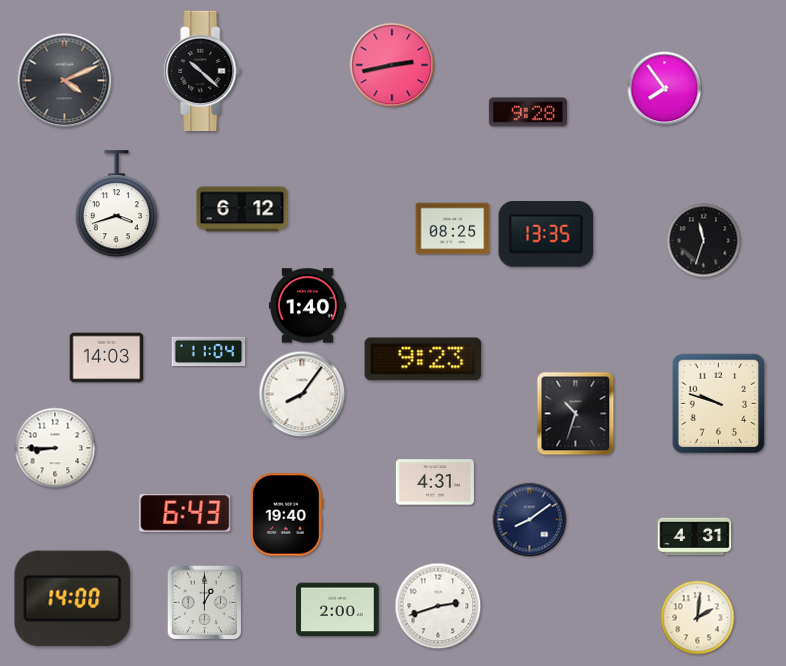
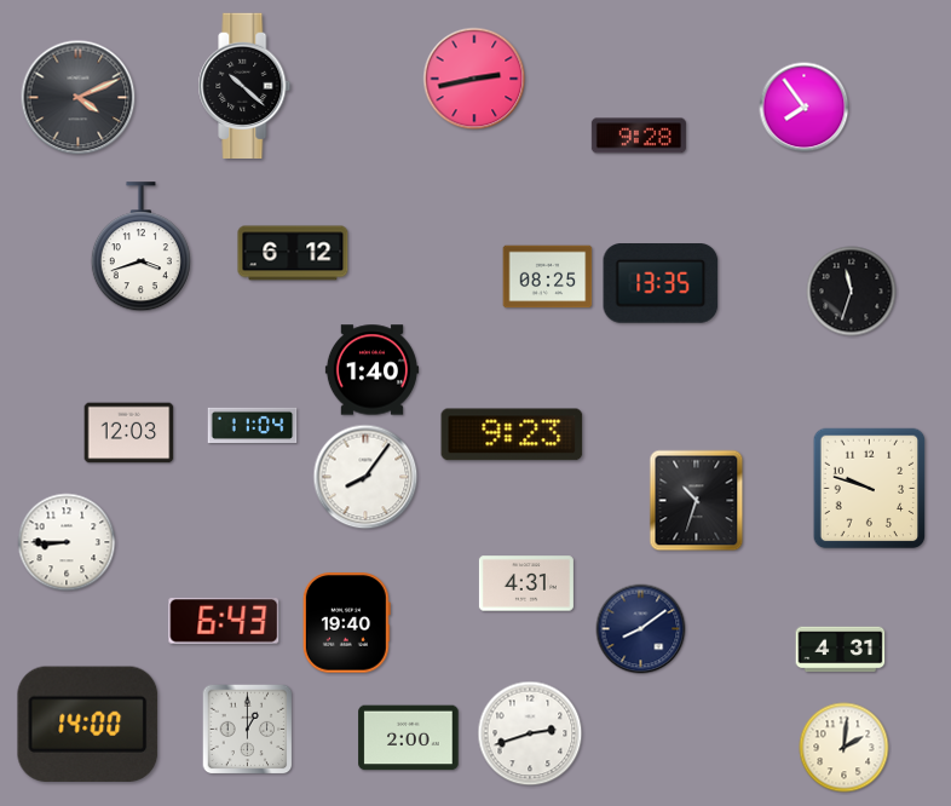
clock at (107, 358): 14:03 -> 12:03
